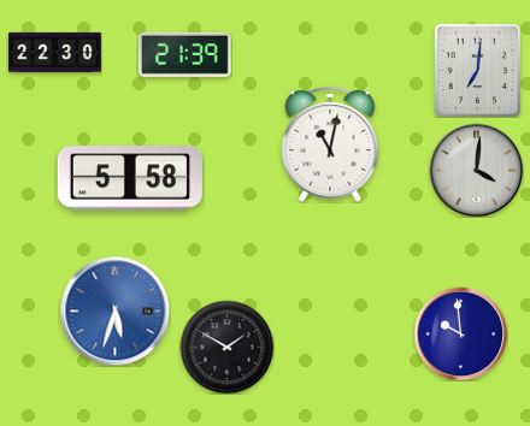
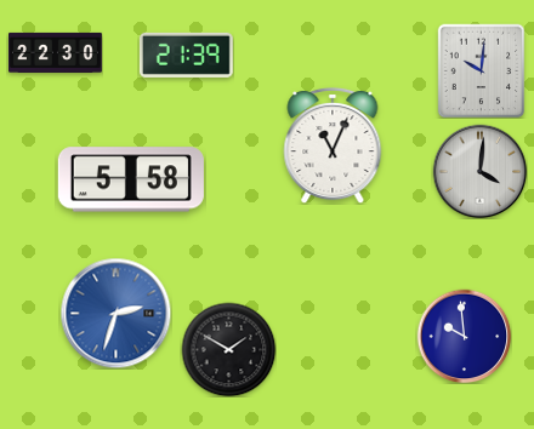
clock at (478, 70): 7:01 -> 10:01
clock at (330, 144): 11:02 -> 11:04
clock at (114, 310): 5:33 -> 2:33
